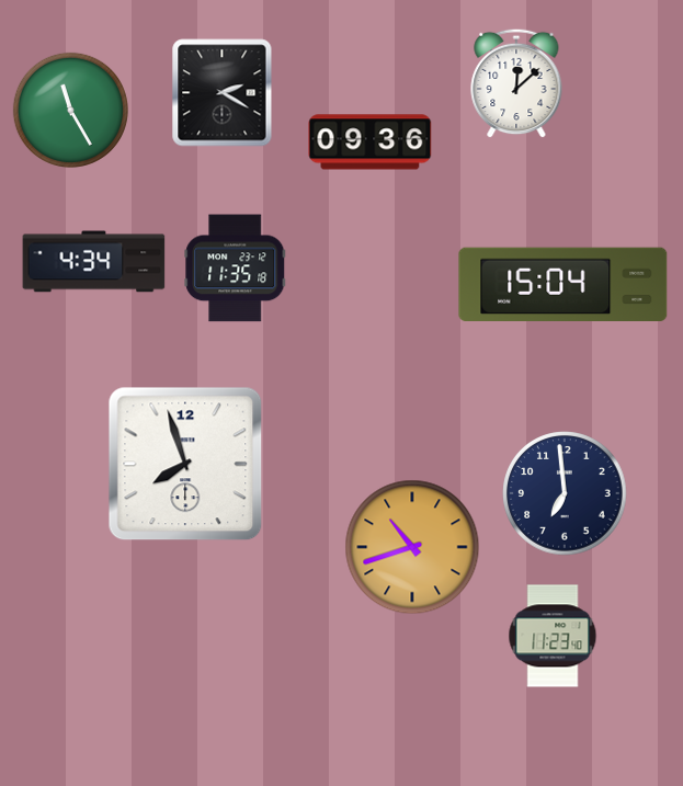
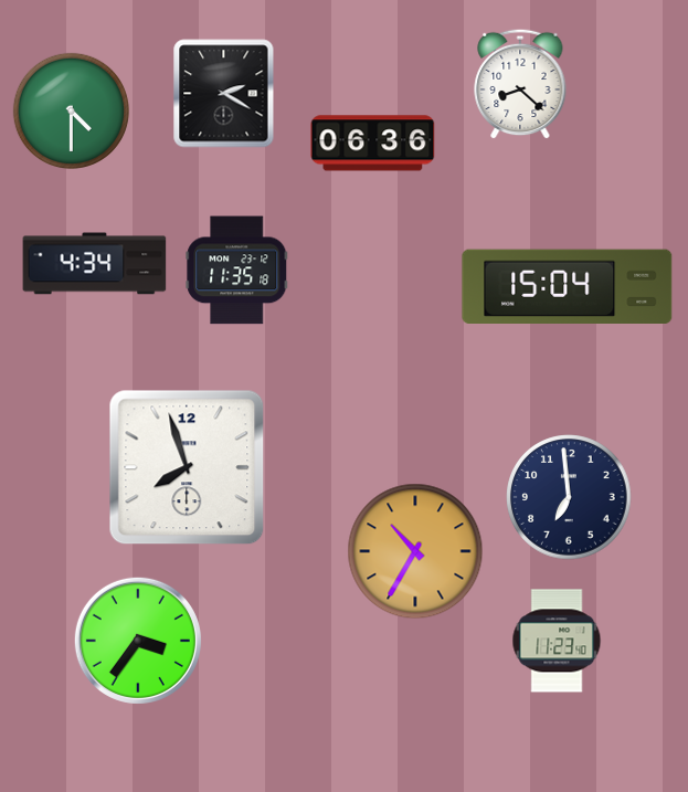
clock at (516, 83): 12:08 -> 8:22
clock at (70, 110): 11:25 -> 4:30
clock at (371, 143): 09:36 -> 06:36
clock at (412, 547): 10:42 -> 10:35
clock at (138, 641): none -> 3:36
